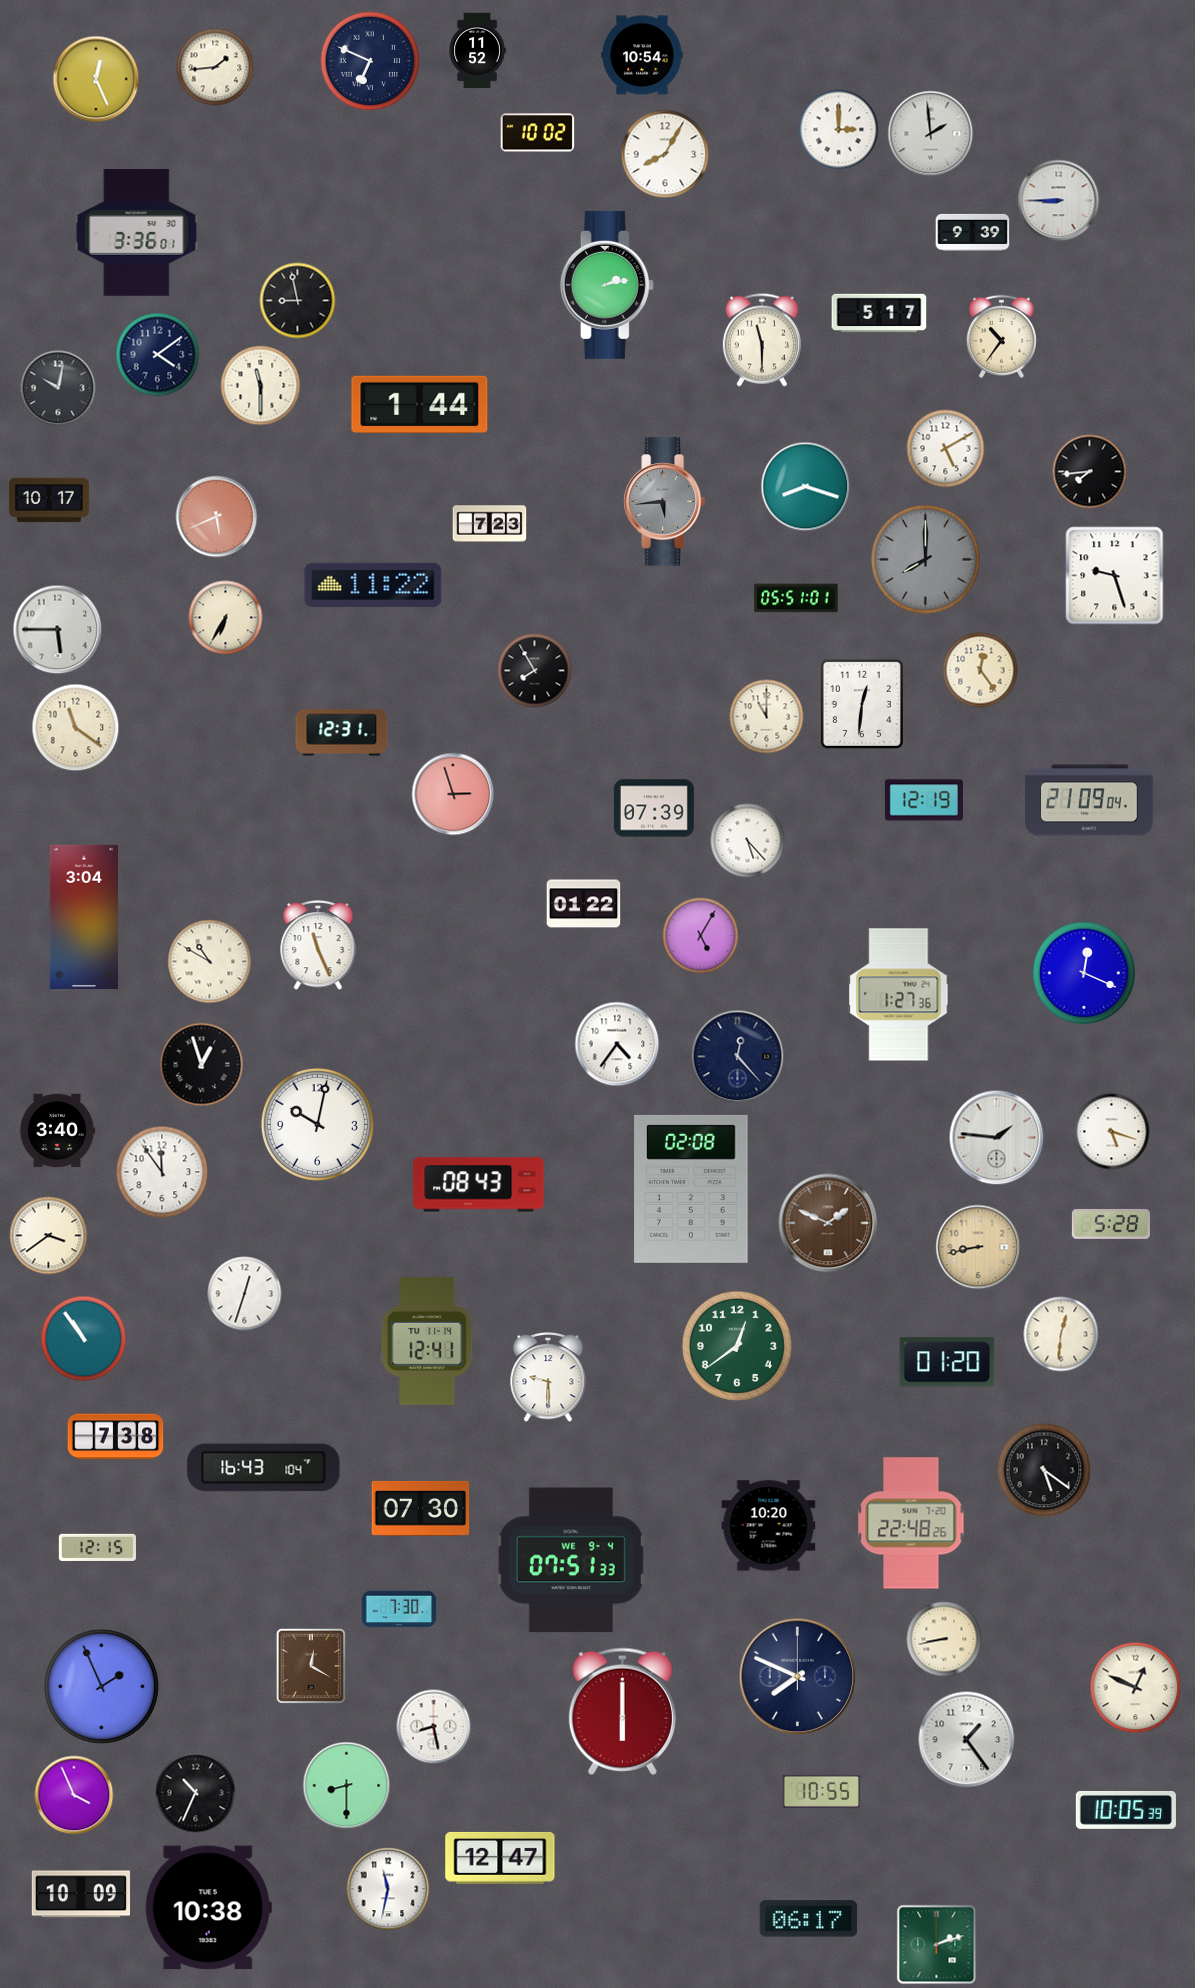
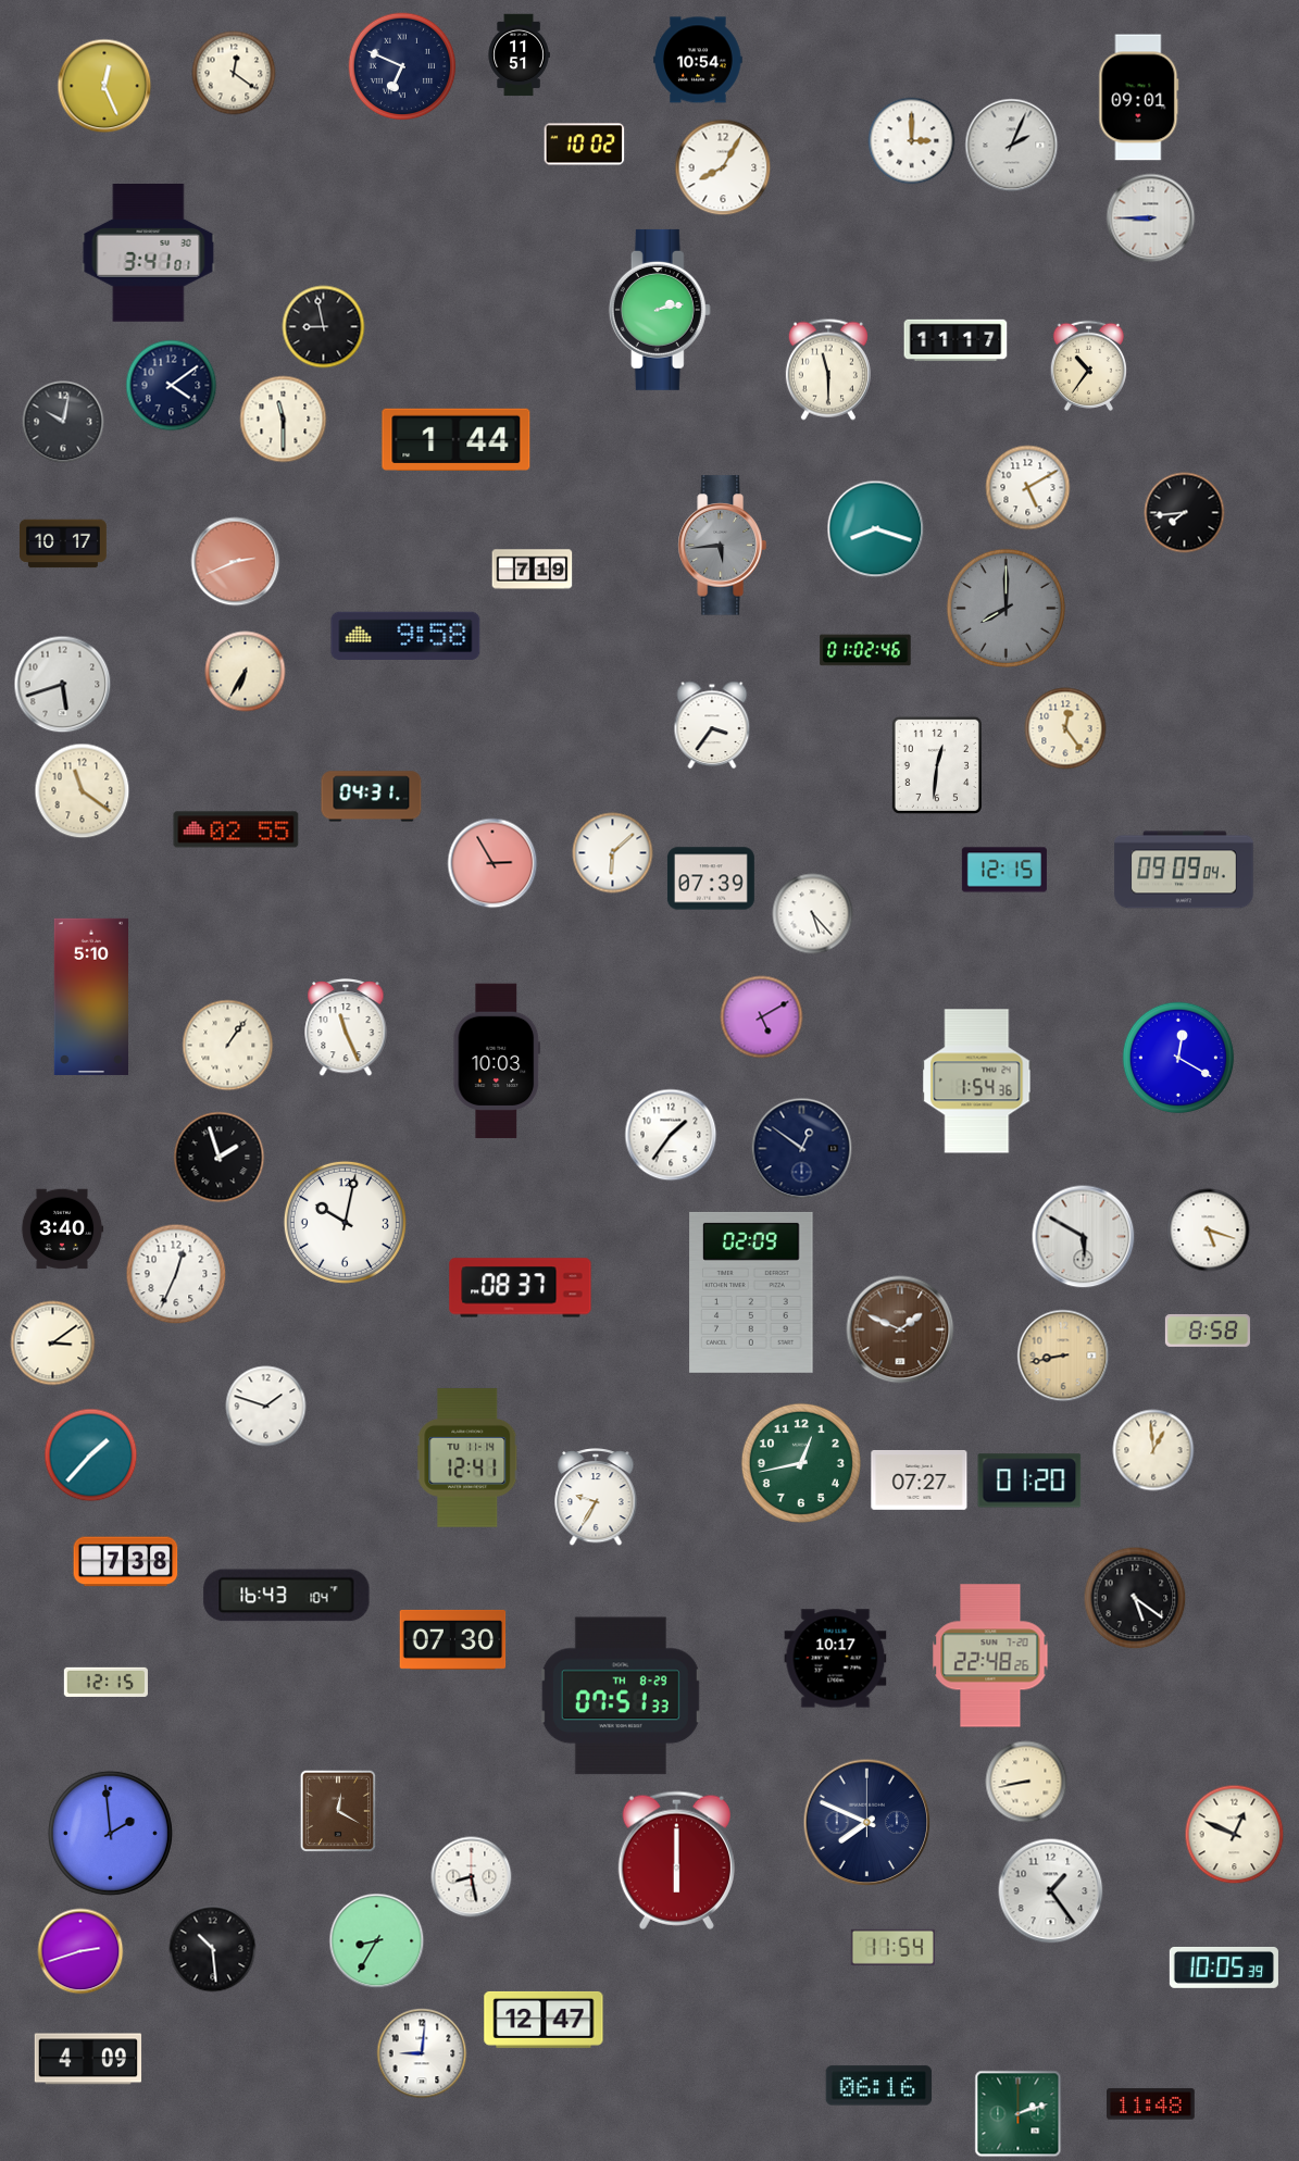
clock at (477, 51): 11:52 -> 11:51
clock at (215, 67): 1:44 -> 12:21
clock at (1139, 98): none -> 09:01
clock at (931, 134): 1:59 -> 2:04
clock at (973, 232): 9:39 -> none
clock at (137, 233): 3:36 -> 3:41
clock at (879, 313): 5:17 -> 11:17
clock at (49, 500) position: (49, 500) -> (63, 544)
clock at (217, 517): 5:41 -> 2:41
clock at (490, 524): 7:23 -> 7:19
clock at (1115, 576): 9:27 -> none
clock at (373, 584): 11:22 -> 9:58
clock at (796, 598): 05:51 -> 01:02
clock at (58, 630): 5:45 -> 5:42
clock at (712, 725): none -> 3:36
clock at (535, 671): 7:55 -> none
clock at (767, 717): 11:00 -> none
clock at (342, 733): 12:31 -> 04:31
clock at (236, 829): none -> 02:55
clock at (613, 853): none -> 6:08
clock at (453, 794): 2:57 -> 2:55
clock at (924, 800): 12:19 -> 12:15
clock at (1089, 800): 21:09 -> 09:09
clock at (584, 904): 01:22 -> none
clock at (83, 917): 3:04 -> 5:10
clock at (701, 936): 5:05 -> 5:10
clock at (210, 962): 10:50 -> 1:06
clock at (1084, 973): 12:19 -> 12:20
clock at (497, 1061): none -> 10:03
clock at (899, 995): 1:27 -> 1:54
clock at (617, 1044): 4:36 -> 1:36
clock at (738, 1057): 12:23 -> 12:51
clock at (202, 1065): 12:57 -> 1:57
clock at (997, 1138): 1:46 -> 5:50
clock at (162, 1172): 11:54 -> 12:34
clock at (479, 1185): 08:43 -> 08:37
clock at (691, 1189): 02:08 -> 02:09
clock at (1111, 1224): 5:28 -> 8:58
clock at (49, 1236): 3:39 -> 3:09
clock at (245, 1294): 12:33 -> 1:48
clock at (1061, 1334): 12:31 -> 12:59
clock at (84, 1339): 10:54 -> 1:37
clock at (427, 1341) position: (427, 1341) -> (467, 1458)
clock at (737, 1346): 12:39 -> 12:43
clock at (920, 1479): none -> 07:27
clock at (548, 1378): 9:30 -> 9:35
clock at (421, 1508) position: (421, 1508) -> (453, 1639)
clock at (769, 1526): 10:20 -> 10:17
clock at (571, 1560) date: WE 9-4 -> TH 8-29
clock at (399, 1609): 7:30 -> none
clock at (101, 1686): 1:56 -> 1:59
clock at (347, 1786): 8:30 -> 8:35
clock at (821, 1791): 10:55 -> 11:54
clock at (196, 1793): 10:34 -> 10:29
clock at (74, 1795): 3:56 -> 2:42
clock at (388, 1889): 11:32 -> 9:01
clock at (81, 1894): 10:09 -> 4:09
clock at (208, 1908): 10:38 -> none
clock at (809, 1919): 06:17 -> 06:16
clock at (1151, 2104): none -> 11:48
